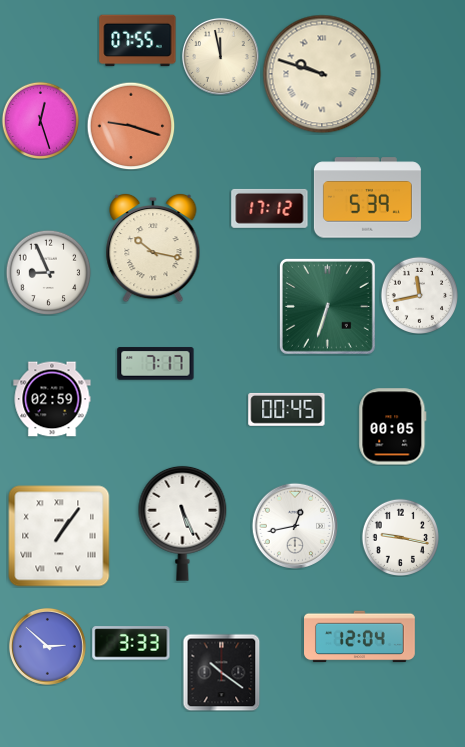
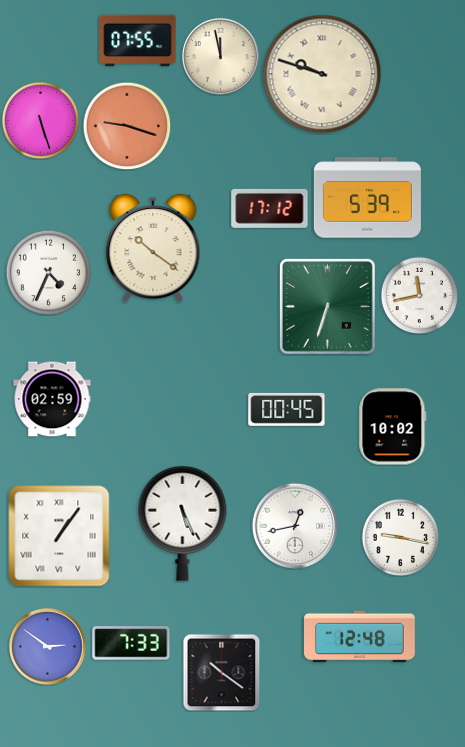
clock at (40, 120): 12:27 -> 5:27
clock at (131, 126) position: (131, 126) -> (127, 126)
clock at (153, 248): 10:17 -> 10:21
clock at (48, 272): 8:56 -> 4:34
clock at (156, 364): 7:17 -> none
clock at (393, 427): 00:05 -> 10:02
clock at (360, 637): 12:04 -> 12:48
clock at (131, 643): 3:33 -> 7:33
clock at (47, 646): 2:52 -> 2:51
